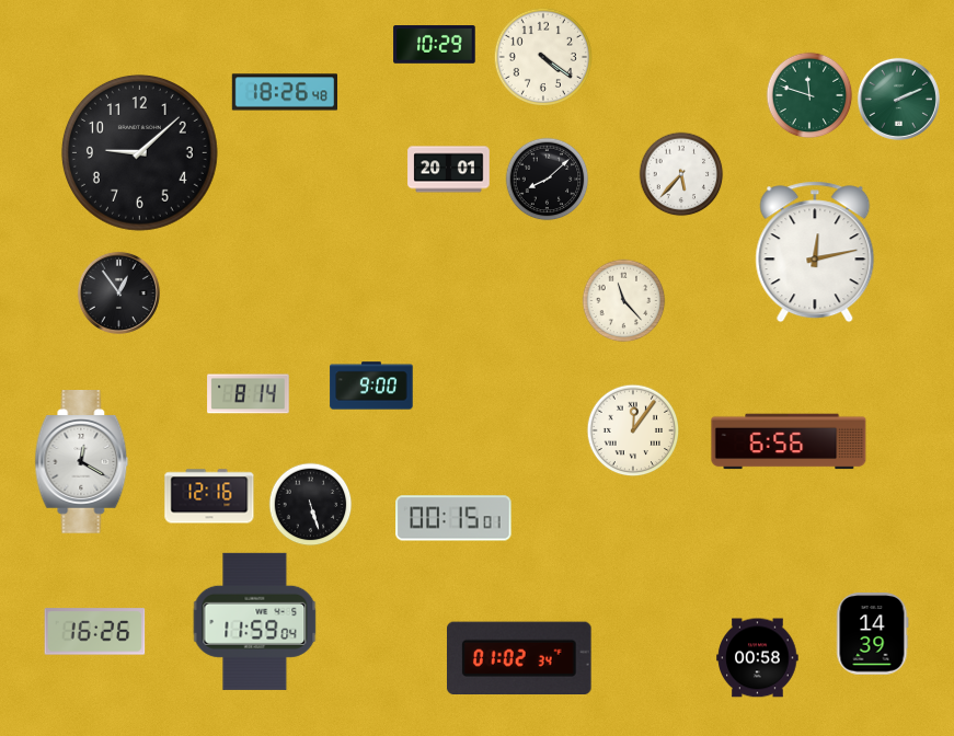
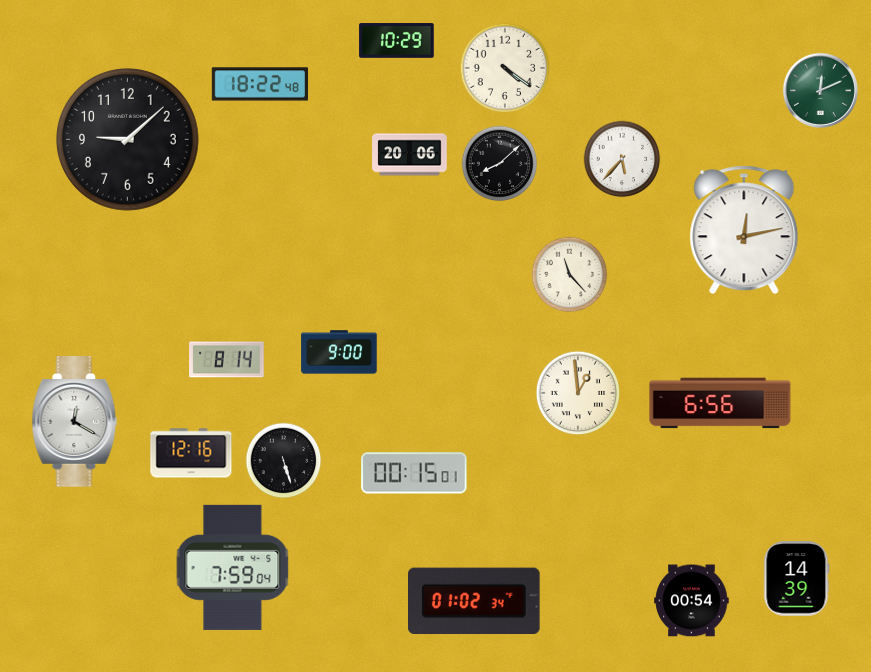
clock at (543, 57) position: (543, 57) -> (505, 68)
clock at (284, 92): 18:26 -> 18:22
clock at (809, 95): 11:48 -> none
clock at (898, 99): 2:11 -> 12:11
clock at (449, 170): 20:01 -> 20:06
clock at (118, 292): 12:54 -> none
clock at (633, 430): 12:06 -> 12:59
clock at (255, 621): 11:59 -> 7:59
clock at (95, 632): 16:26 -> none
clock at (758, 658): 00:58 -> 00:54
